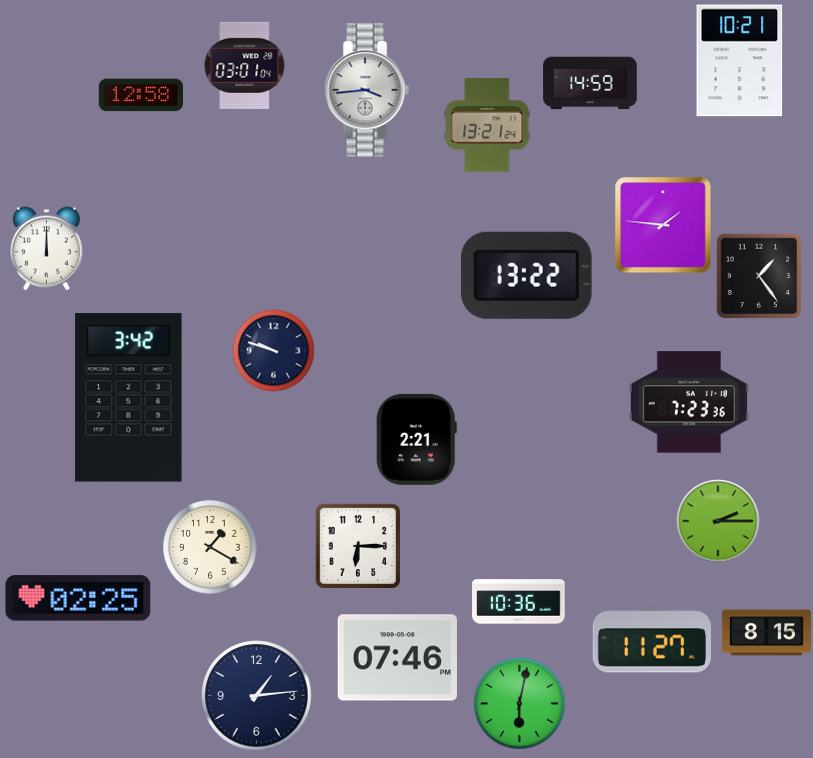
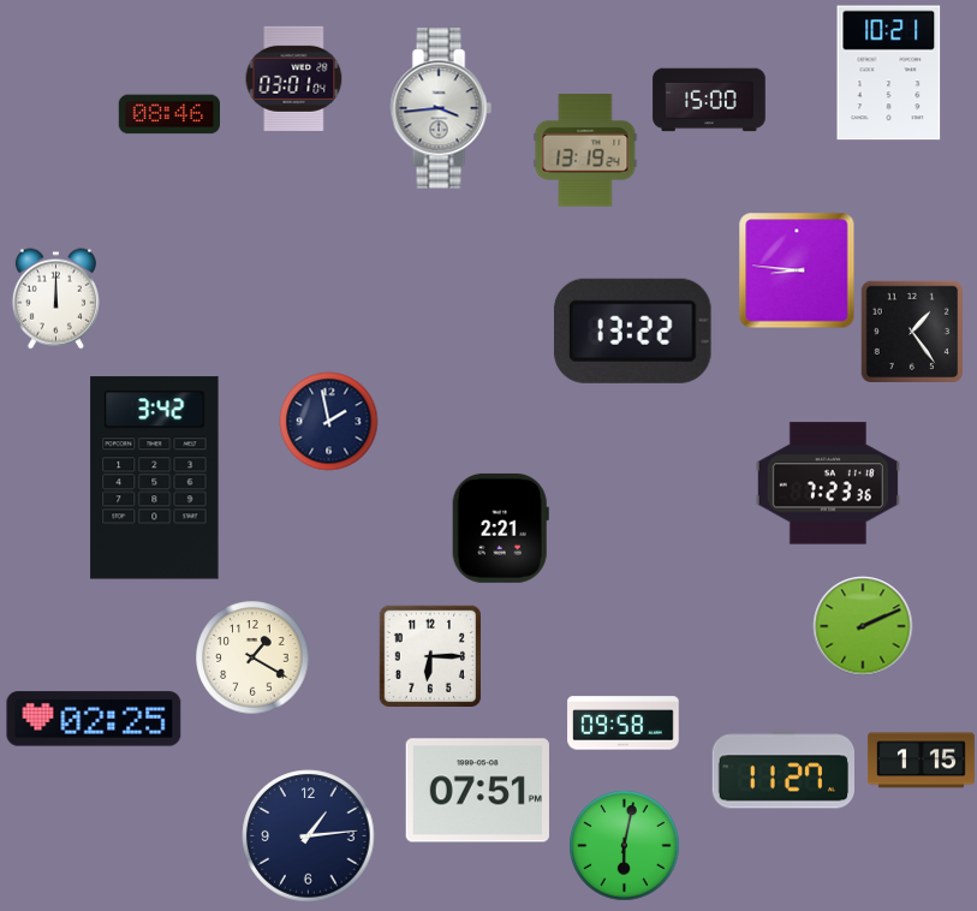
clock at (590, 83): 14:59 -> 15:00
clock at (140, 95): 12:58 -> 08:46
clock at (487, 125): 13:21 -> 13:19
clock at (663, 225): 1:46 -> 8:46
clock at (274, 351): 9:48 -> 1:58
clock at (718, 521): 2:15 -> 2:11
clock at (519, 602): 10:36 -> 09:58
clock at (766, 633): 8:15 -> 1:15
clock at (397, 658): 07:46 -> 07:51
